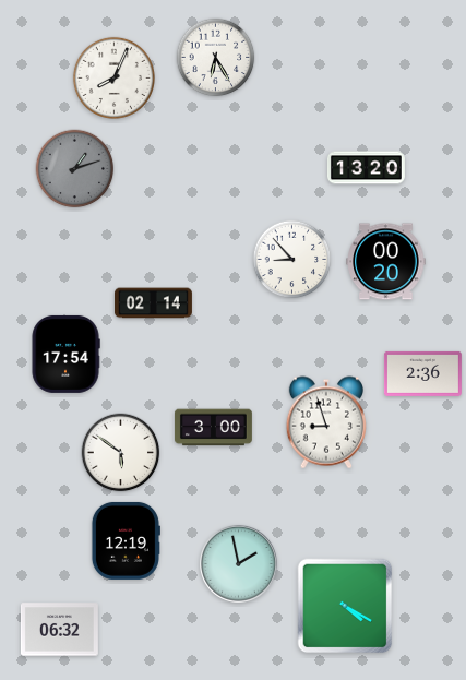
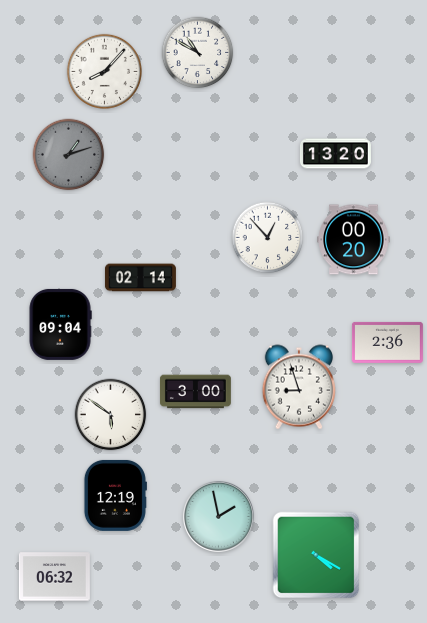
clock at (216, 58): 6:25 -> 10:50
clock at (113, 77): 8:04 -> 8:07
clock at (292, 260): 8:53 -> 12:53
clock at (65, 354): 17:54 -> 09:04
